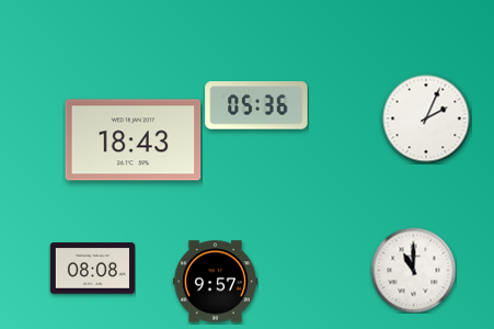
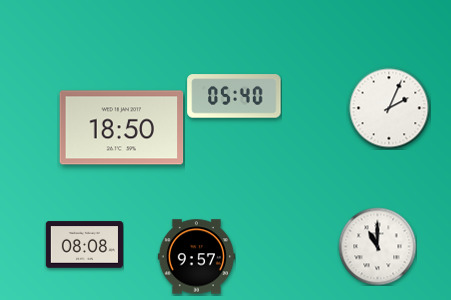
clock at (256, 105): 05:36 -> 05:40
clock at (134, 140): 18:43 -> 18:50
